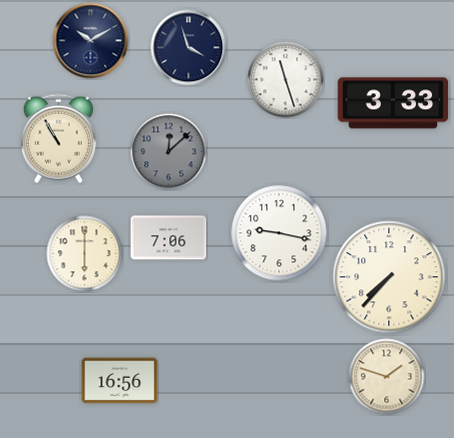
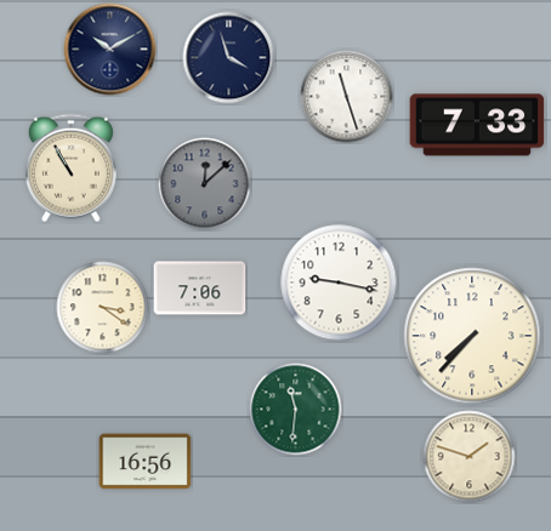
clock at (393, 103): 3:33 -> 7:33
clock at (169, 238) position: (169, 238) -> (200, 289)
clock at (85, 254): 6:00 -> 3:21
clock at (296, 410): none -> 11:31
